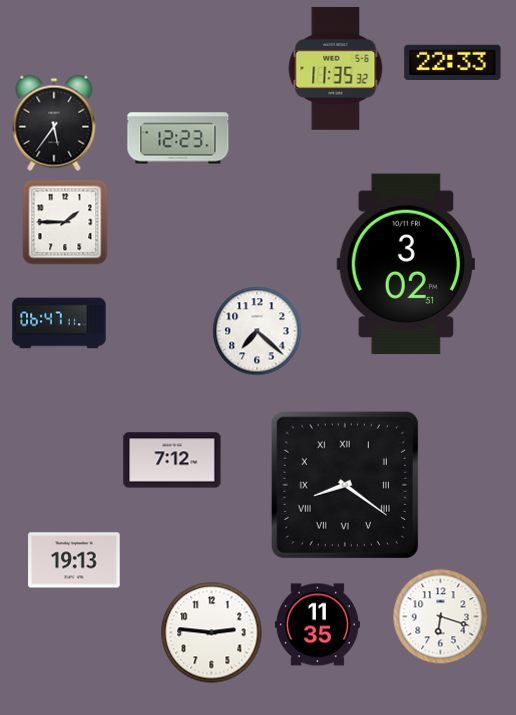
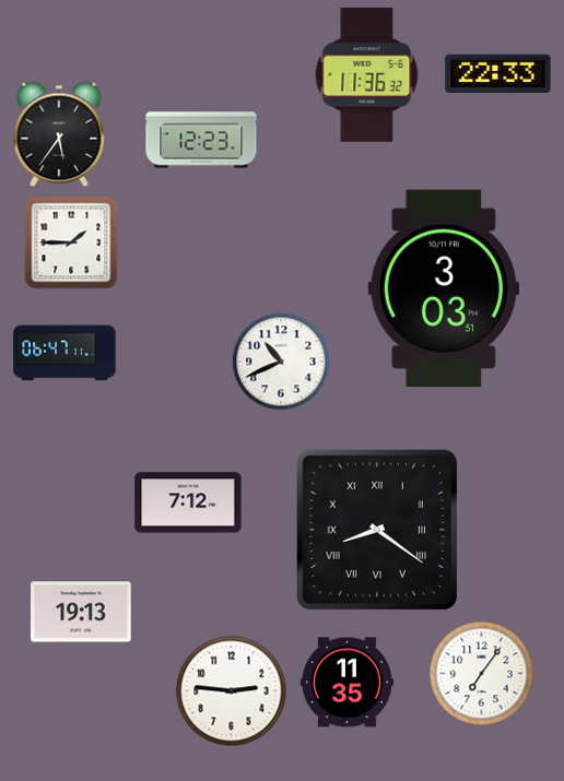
clock at (453, 62) position: (453, 62) -> (498, 73)
clock at (336, 68): 11:35 -> 11:36
clock at (178, 138) position: (178, 138) -> (201, 140)
clock at (405, 264): 3:02 -> 3:03
clock at (257, 331): 7:22 -> 10:41
clock at (441, 617): 6:18 -> 7:06
